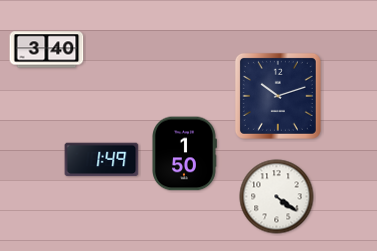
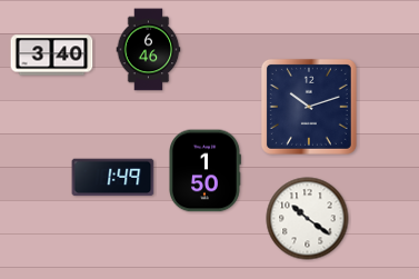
clock at (149, 50): none -> 6:46
clock at (277, 197): 4:21 -> 10:21
